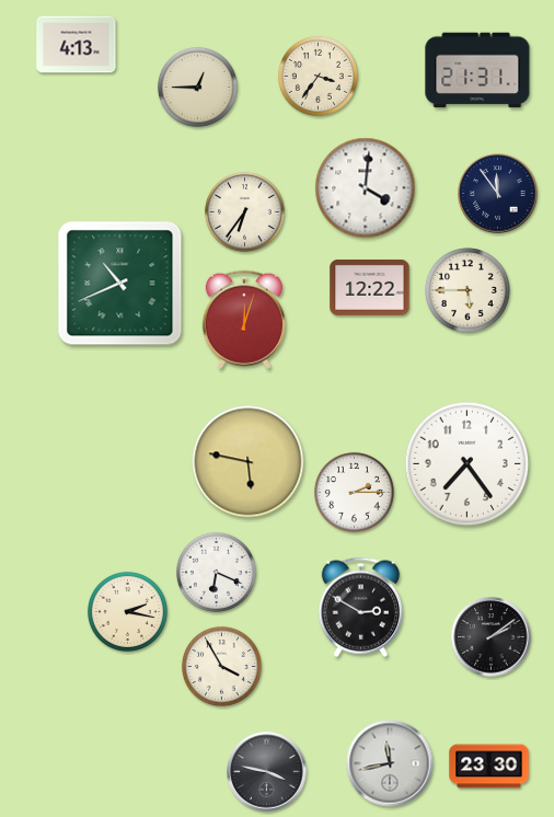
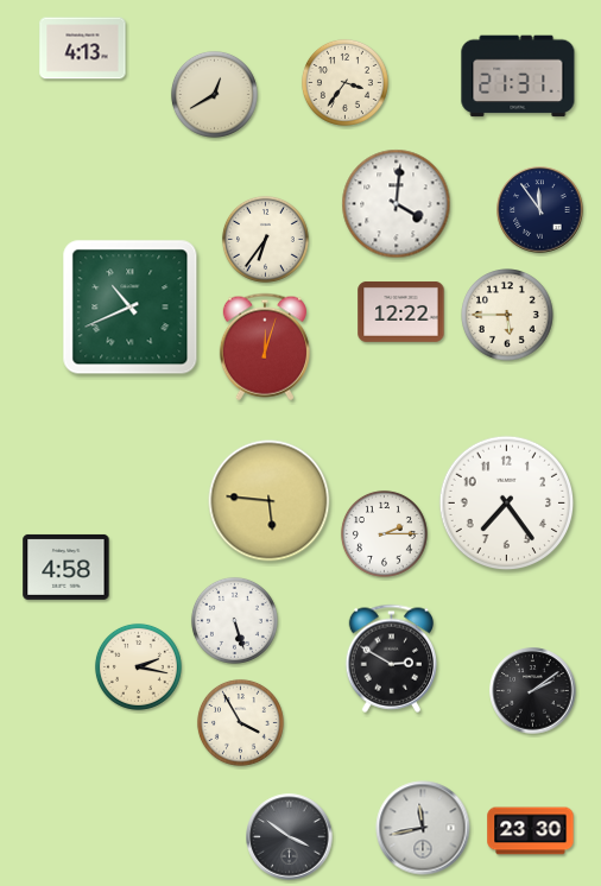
clock at (197, 87): 12:45 -> 12:40
clock at (244, 211) position: (244, 211) -> (265, 239)
clock at (249, 462): 5:47 -> 5:46
clock at (67, 567): none -> 4:58
clock at (216, 572): 6:19 -> 5:27
clock at (127, 611) position: (127, 611) -> (138, 666)
clock at (267, 772): 3:47 -> 3:51
